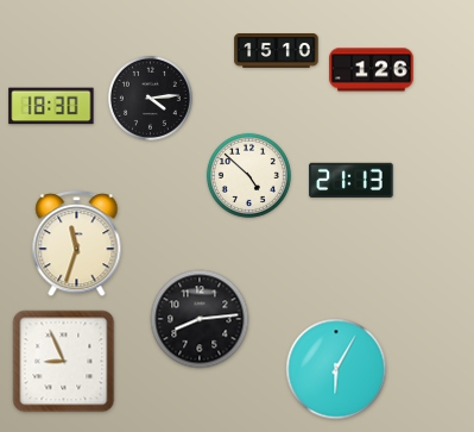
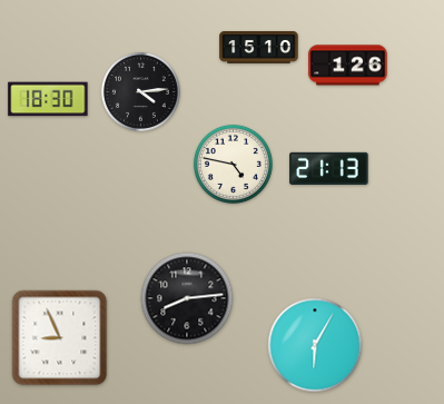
clock at (248, 175): 4:52 -> 4:47
clock at (77, 244): 11:33 -> none
